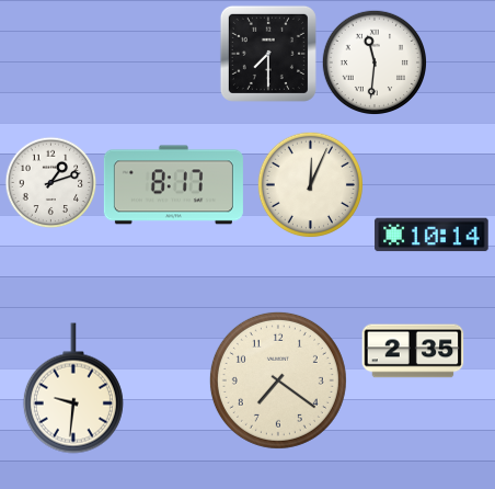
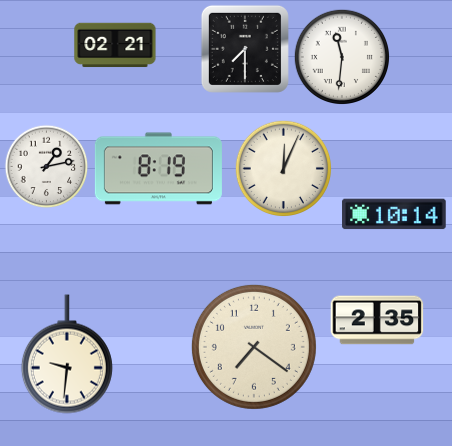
clock at (115, 45): none -> 02:21
clock at (51, 183): 1:12 -> 1:13
clock at (173, 185): 8:17 -> 8:19
